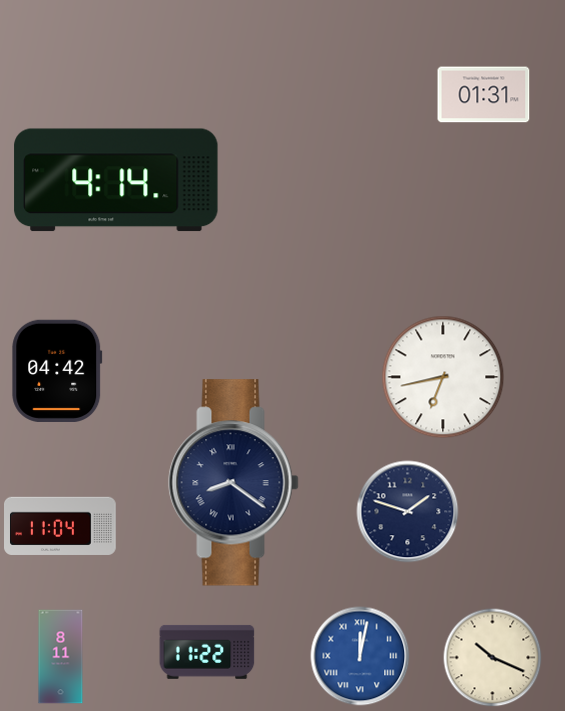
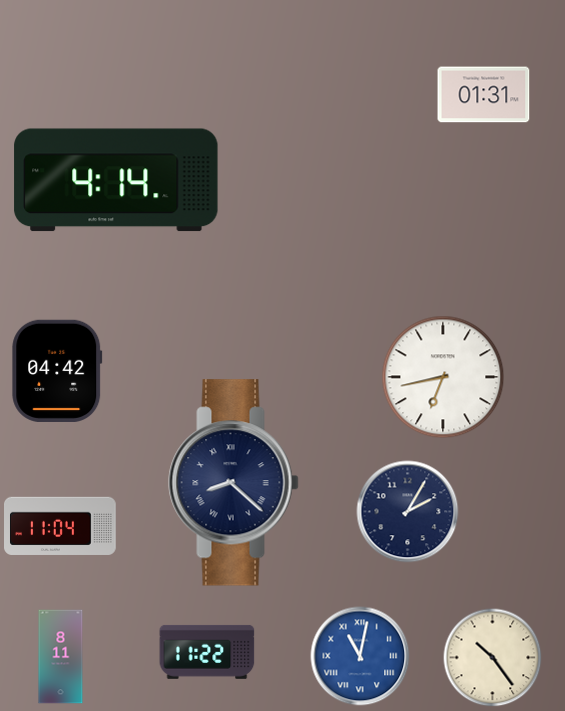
clock at (234, 483): 8:21 -> 8:22
clock at (408, 512): 1:48 -> 2:05
clock at (360, 656): 12:02 -> 11:02
clock at (493, 658): 10:19 -> 10:24
